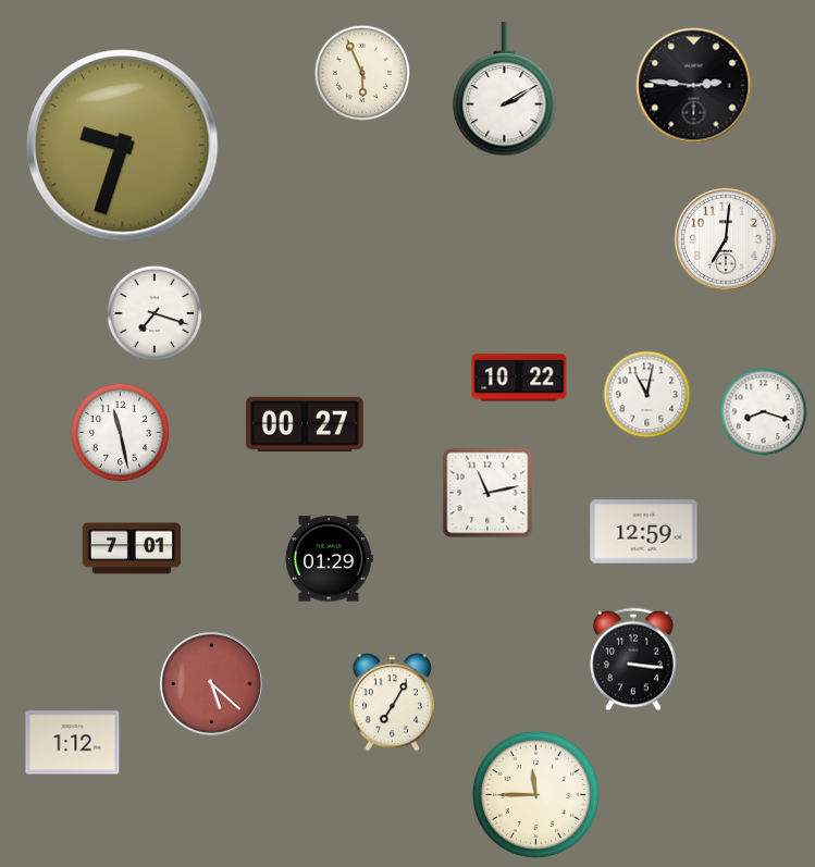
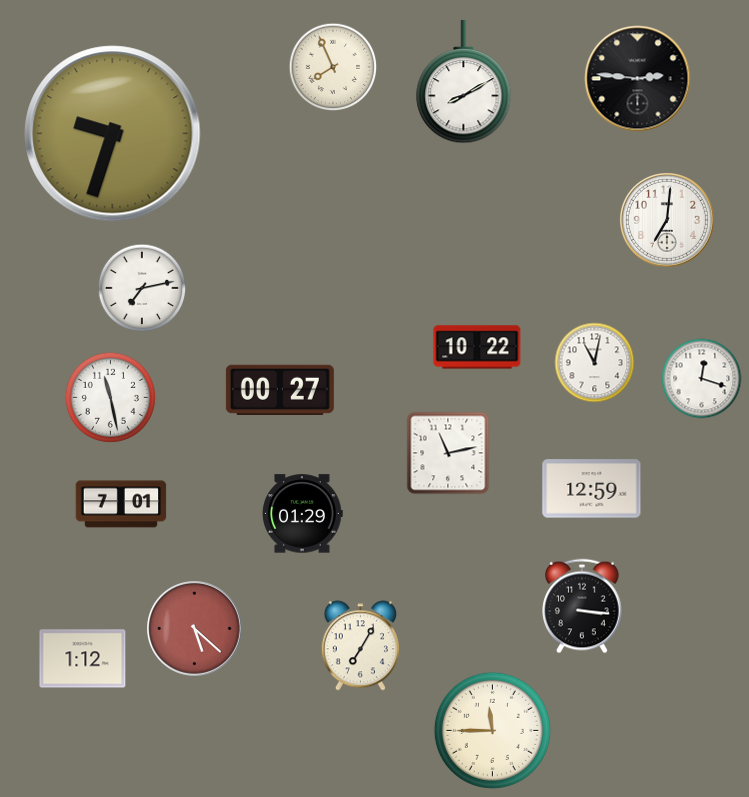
clock at (362, 73): 5:56 -> 7:56
clock at (505, 89): 2:10 -> 8:10
clock at (155, 313): 7:18 -> 7:13
clock at (764, 412): 8:18 -> 12:18
clock at (73, 743) position: (73, 743) -> (83, 659)
